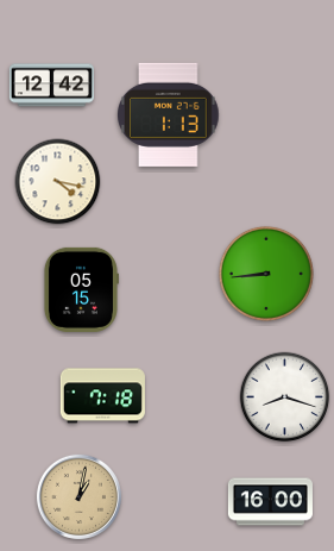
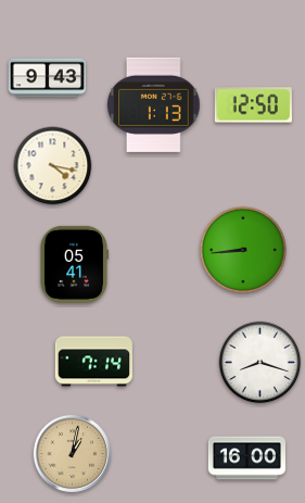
clock at (51, 86): 12:42 -> 9:43
clock at (253, 105): none -> 12:50
clock at (81, 289): 05:15 -> 05:41
clock at (102, 396): 7:18 -> 7:14
